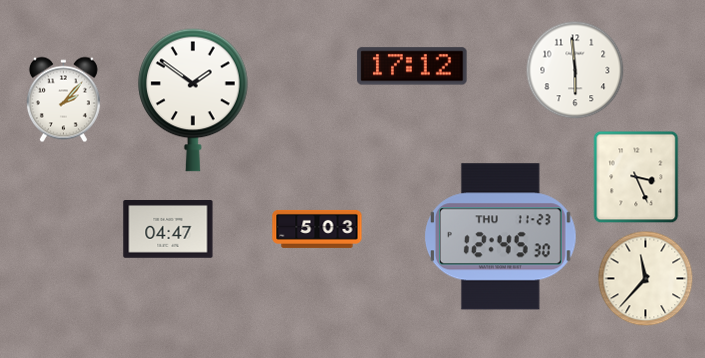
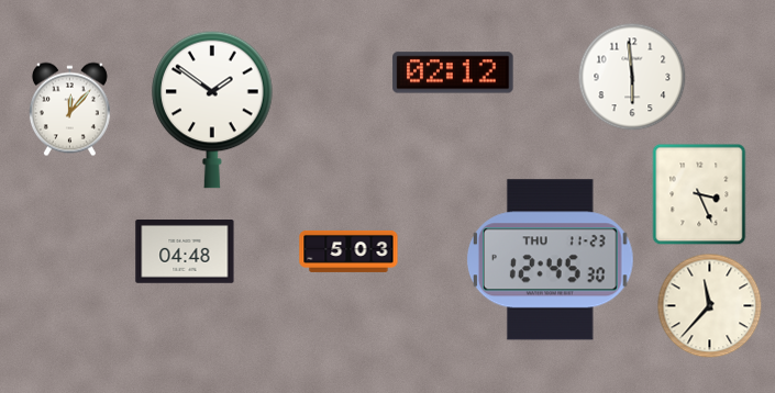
clock at (412, 66): 17:12 -> 02:12
clock at (63, 100): 2:07 -> 12:07
clock at (168, 230): 04:47 -> 04:48
